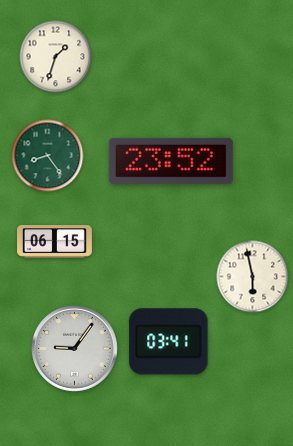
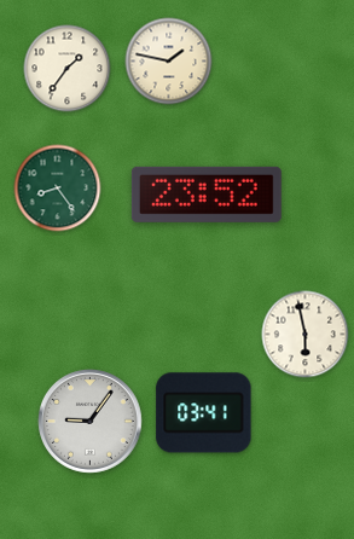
clock at (169, 62): none -> 1:47
clock at (56, 57): 1:33 -> 1:36
clock at (55, 242): 06:15 -> none
